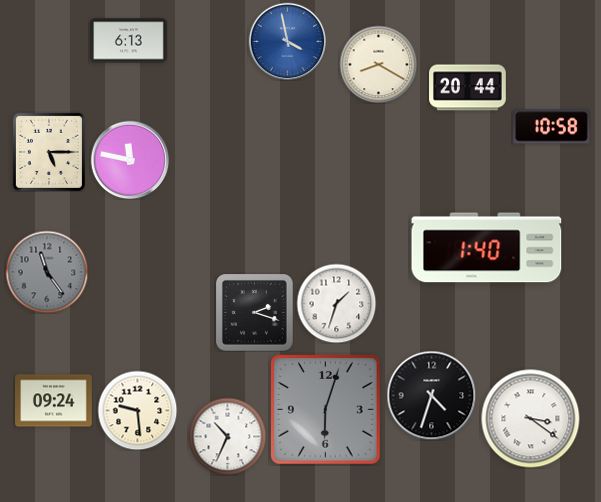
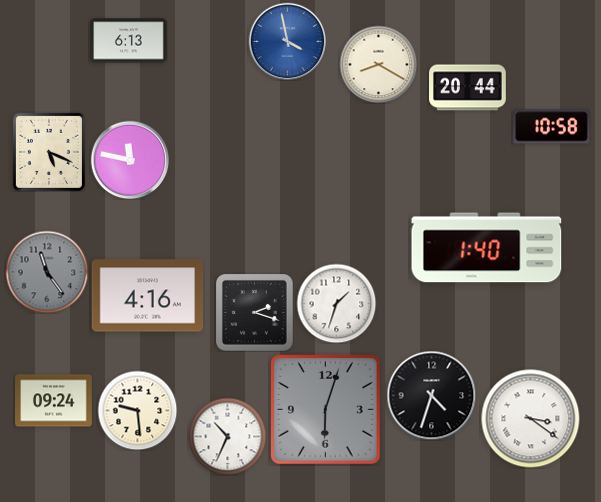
clock at (49, 152): 5:15 -> 5:19
clock at (148, 296): none -> 4:16
